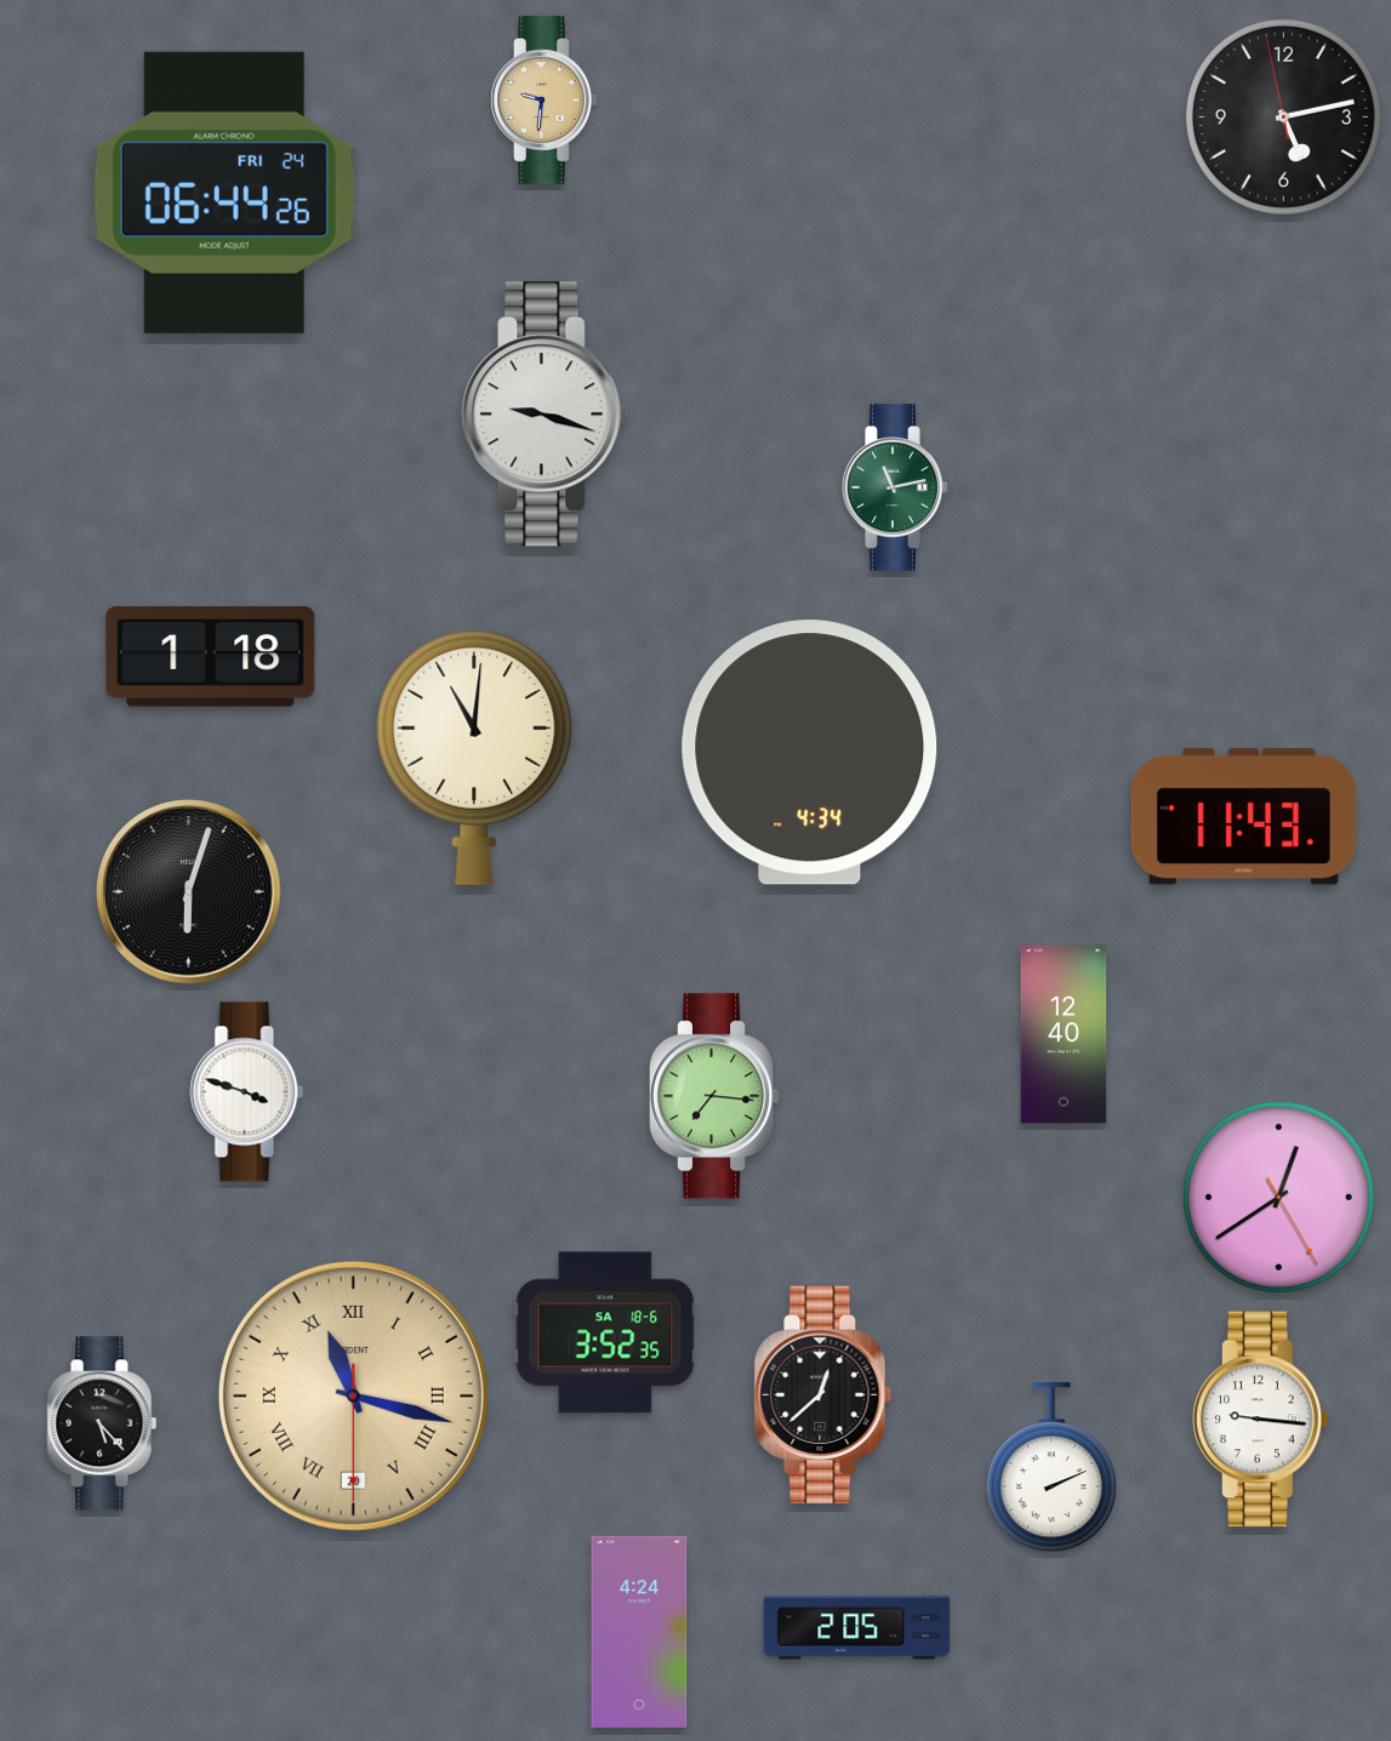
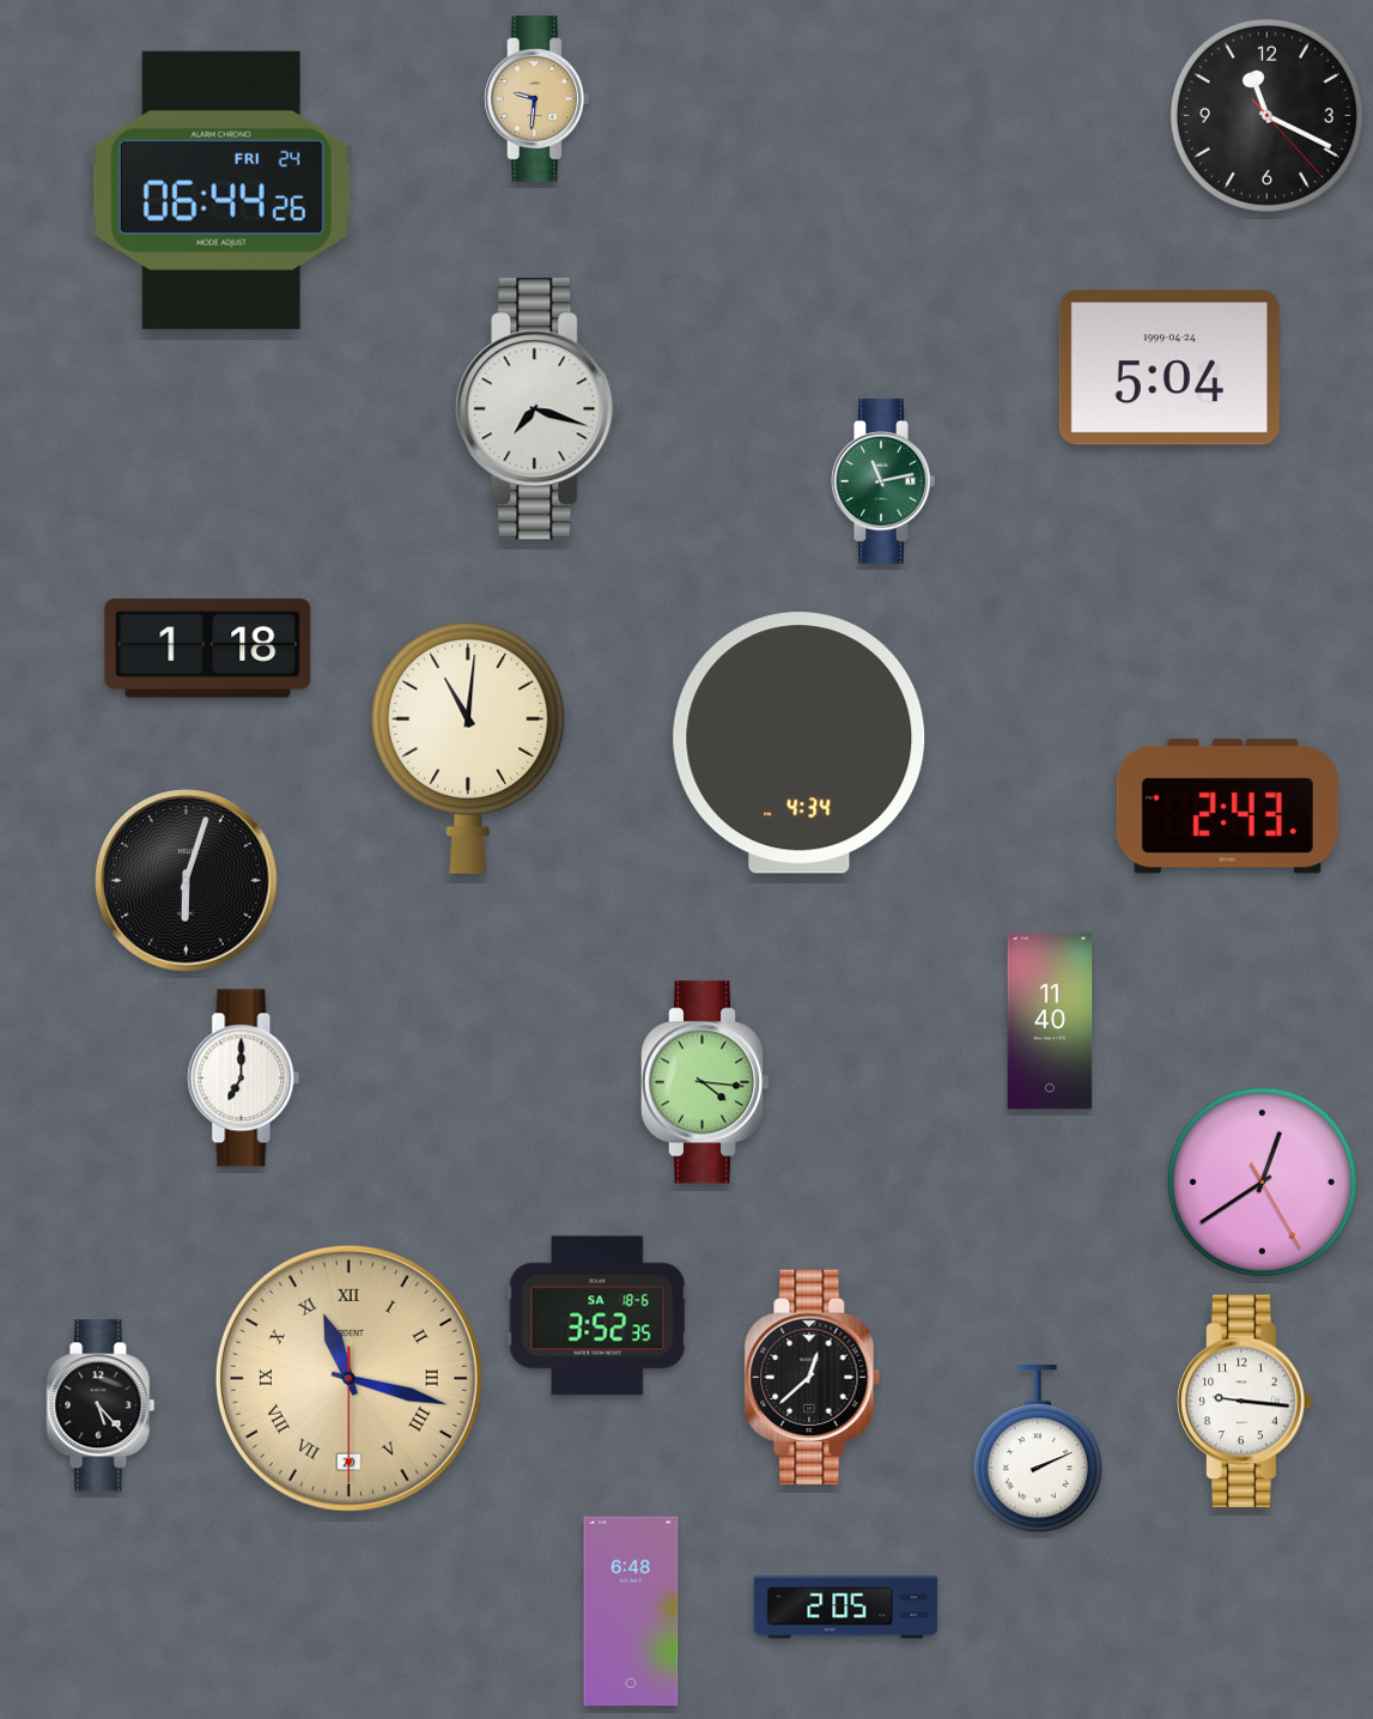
clock at (1283, 116): 5:12 -> 11:19
clock at (1170, 368): none -> 5:04
clock at (546, 415): 9:18 -> 7:18
clock at (1243, 817): 11:43 -> 2:43
clock at (1064, 1034): 12:40 -> 11:40
clock at (247, 1092): 3:48 -> 7:00
clock at (714, 1096): 7:16 -> 4:16
clock at (639, 1632): 4:24 -> 6:48
